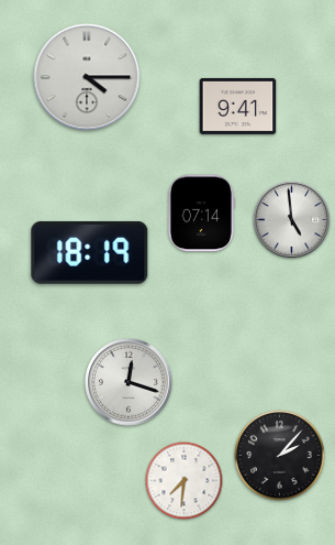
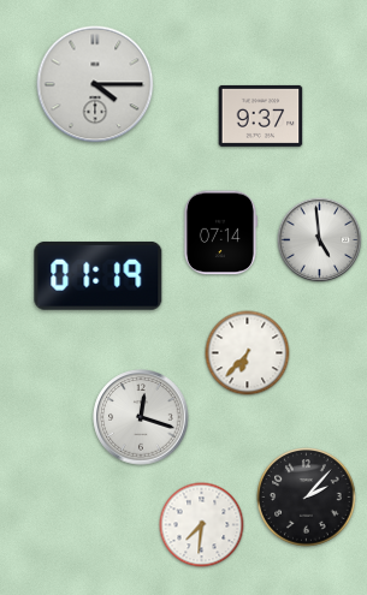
clock at (238, 106): 9:41 -> 9:37
clock at (90, 252): 18:19 -> 01:19
clock at (248, 353): none -> 6:37
